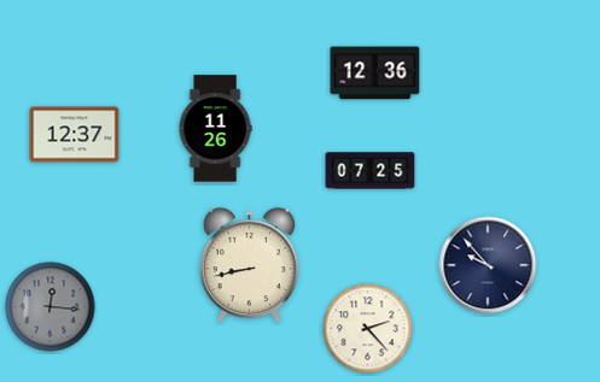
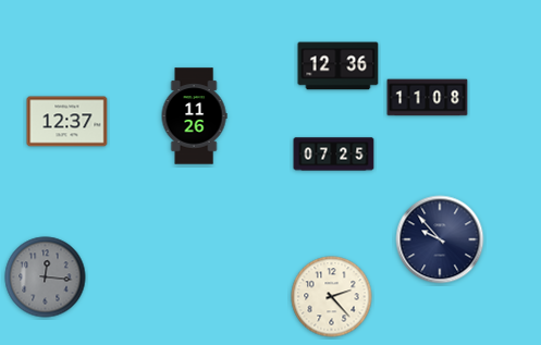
clock at (428, 98): none -> 11:08
clock at (249, 265): 8:43 -> none
